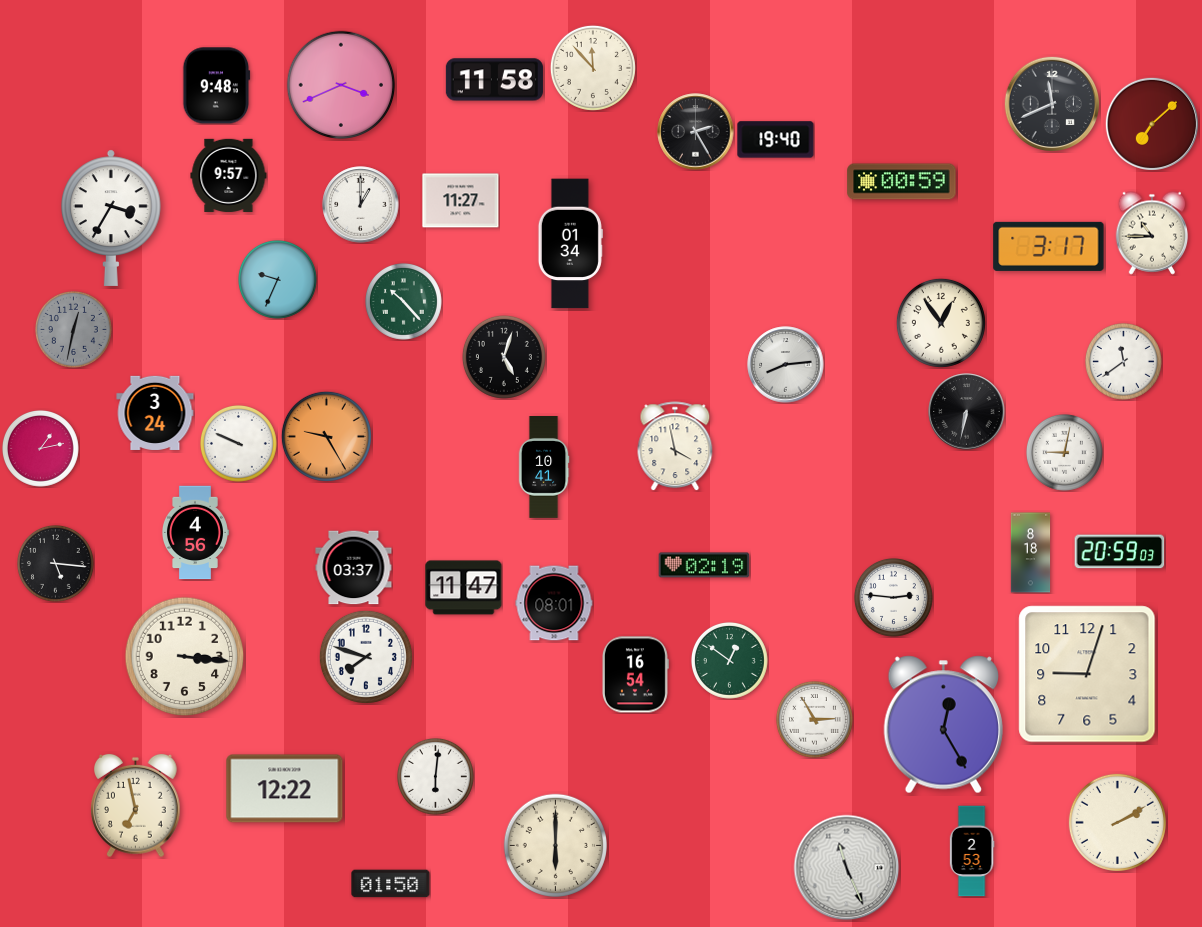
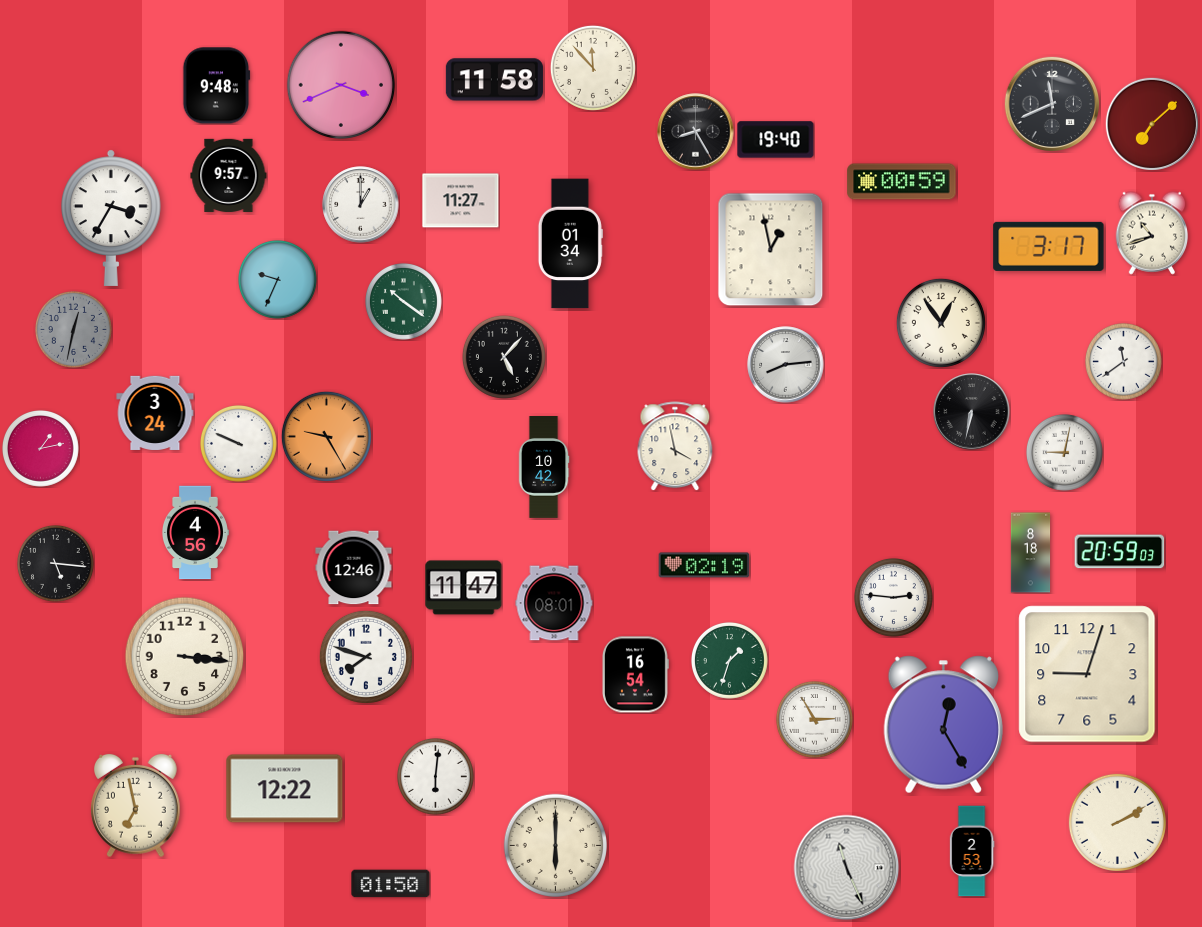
clock at (696, 132): 2:25 -> 8:25
clock at (1152, 233): 10:45 -> 10:42
clock at (771, 250): none -> 12:58
clock at (403, 301): 10:23 -> 10:21
clock at (504, 357): 5:03 -> 5:07
clock at (967, 412) position: (967, 412) -> (972, 412)
clock at (544, 468): 10:41 -> 10:42
clock at (354, 568): 03:37 -> 12:46
clock at (729, 660): 12:51 -> 1:33
